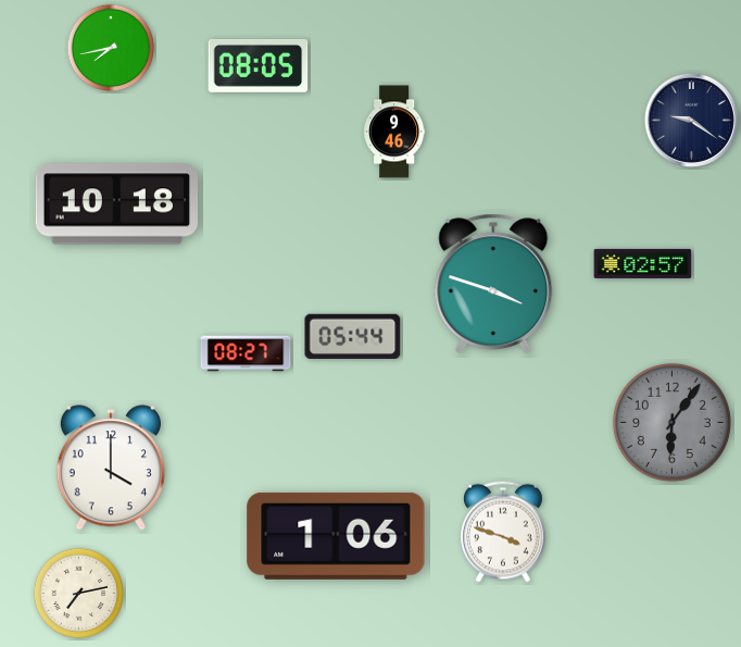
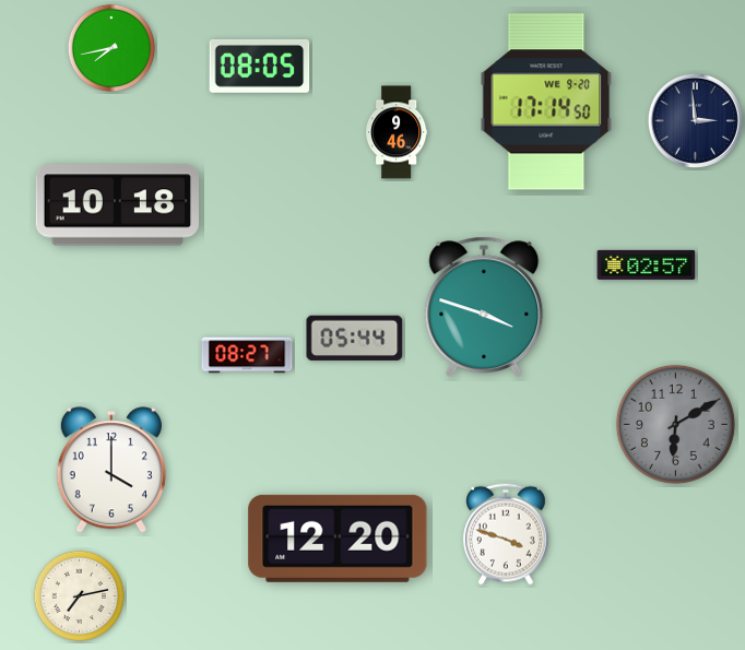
clock at (546, 102): none -> 17:14
clock at (691, 120): 9:21 -> 2:59
clock at (493, 284) position: (493, 284) -> (484, 307)
clock at (671, 422): 6:06 -> 6:10
clock at (336, 536): 1:06 -> 12:20
